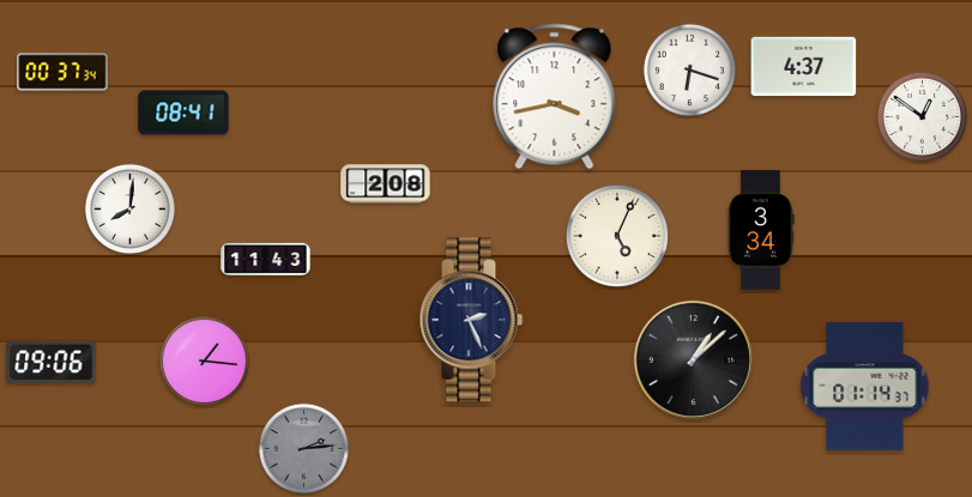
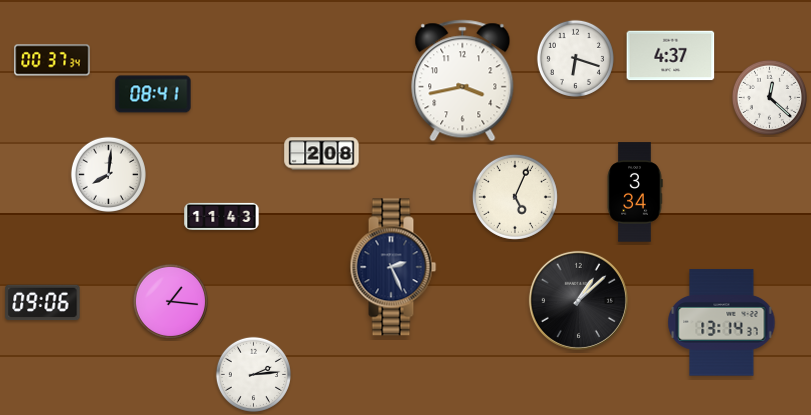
clock at (922, 116): 12:51 -> 12:22
clock at (865, 387): 01:14 -> 13:14
clock at (303, 448) dial: grey -> white
